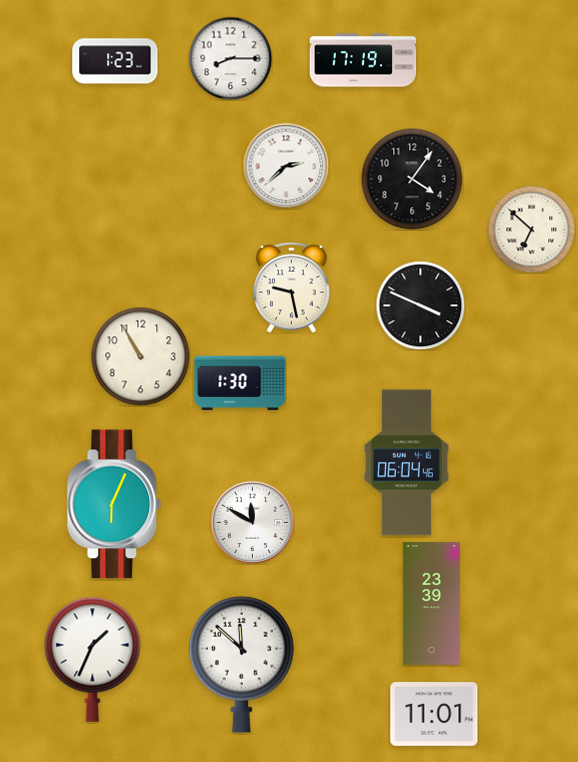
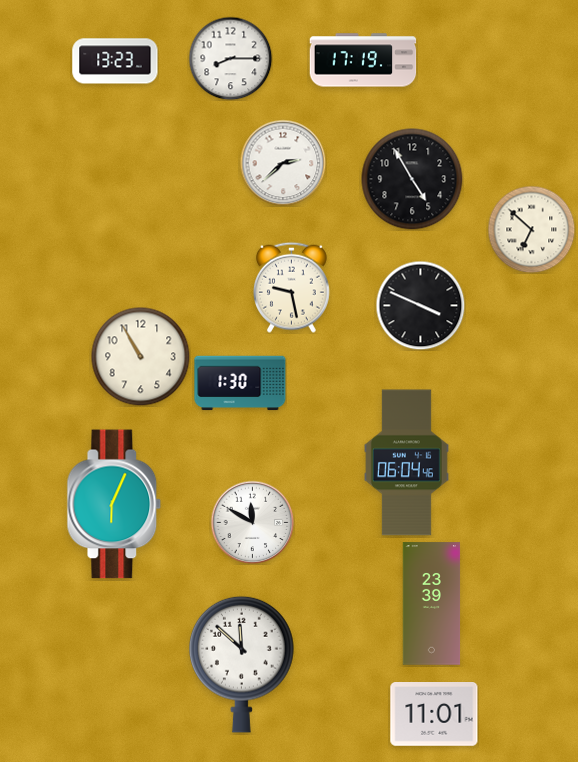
clock at (115, 61): 1:23 -> 13:23
clock at (286, 166) position: (286, 166) -> (283, 163)
clock at (412, 179): 4:06 -> 4:55
clock at (93, 659): 1:34 -> none
